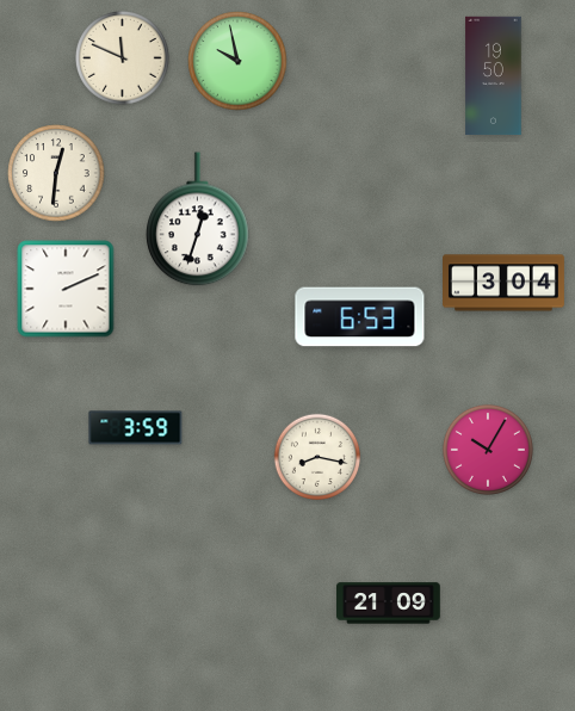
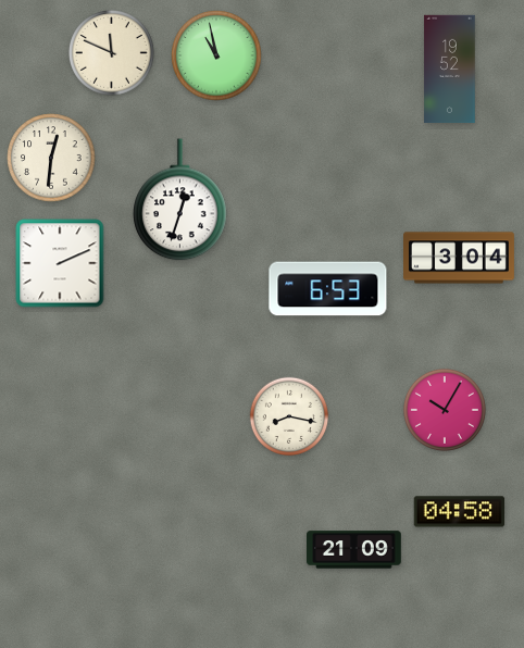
clock at (237, 61): 9:58 -> 10:58
clock at (494, 76): 19:50 -> 19:52
clock at (136, 428): 3:59 -> none
clock at (460, 512): none -> 04:58
